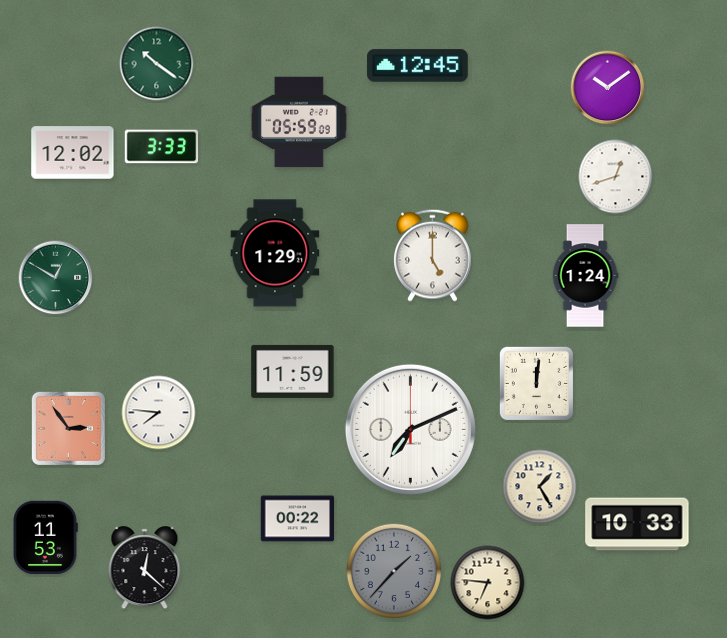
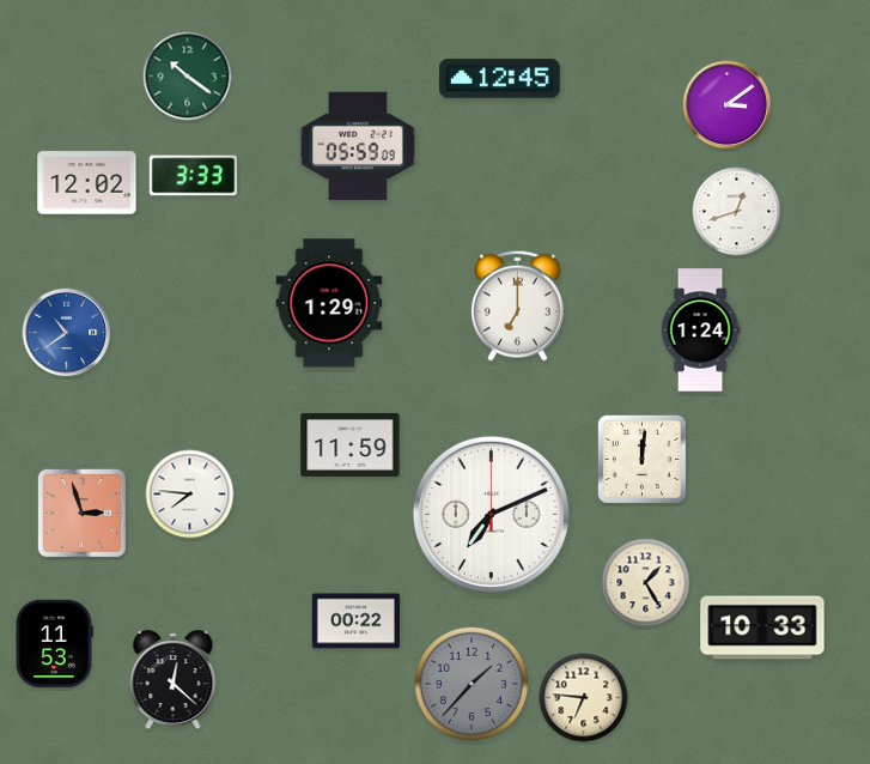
clock at (608, 88): 10:09 -> 3:09
clock at (433, 255): 5:00 -> 7:00
clock at (56, 278): 12:50 -> 10:39
clock at (56, 278) dial: green -> blue
clock at (68, 428): 2:54 -> 2:57
